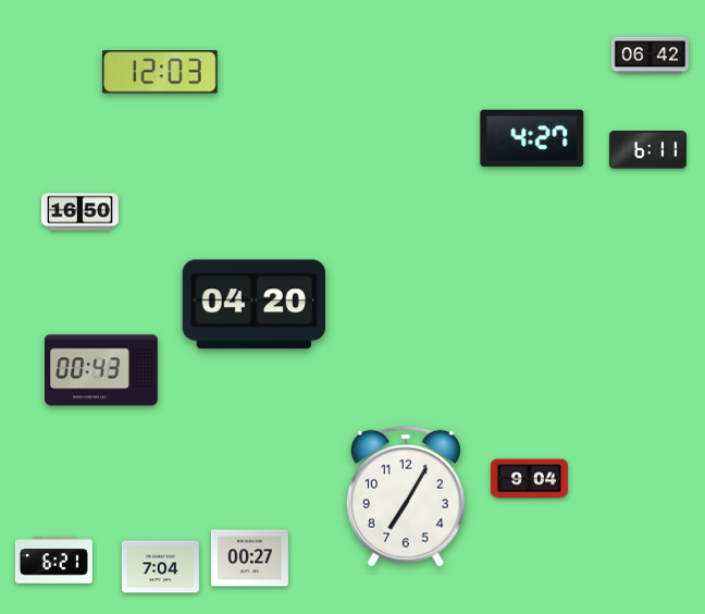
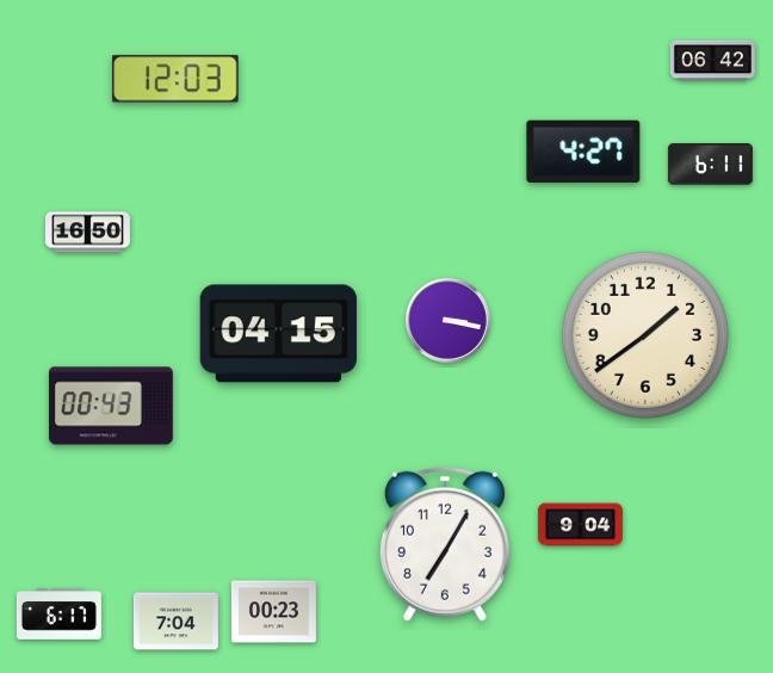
clock at (447, 320): none -> 3:17
clock at (253, 305): 04:20 -> 04:15
clock at (645, 335): none -> 1:39
clock at (249, 558): 00:27 -> 00:23
clock at (53, 561): 6:21 -> 6:17
